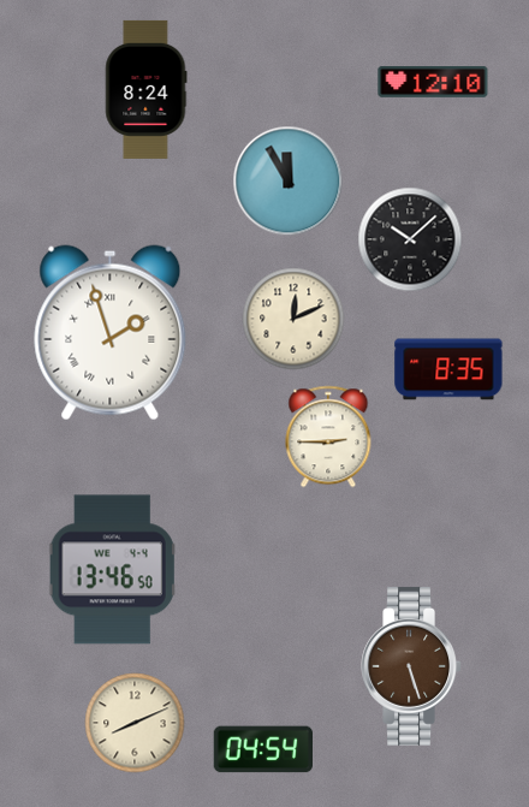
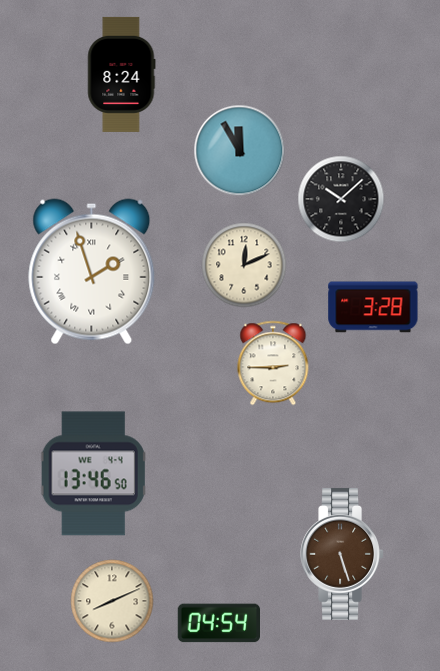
clock at (433, 83): 12:10 -> none
clock at (111, 333) position: (111, 333) -> (92, 272)
clock at (448, 369): 8:35 -> 3:28
